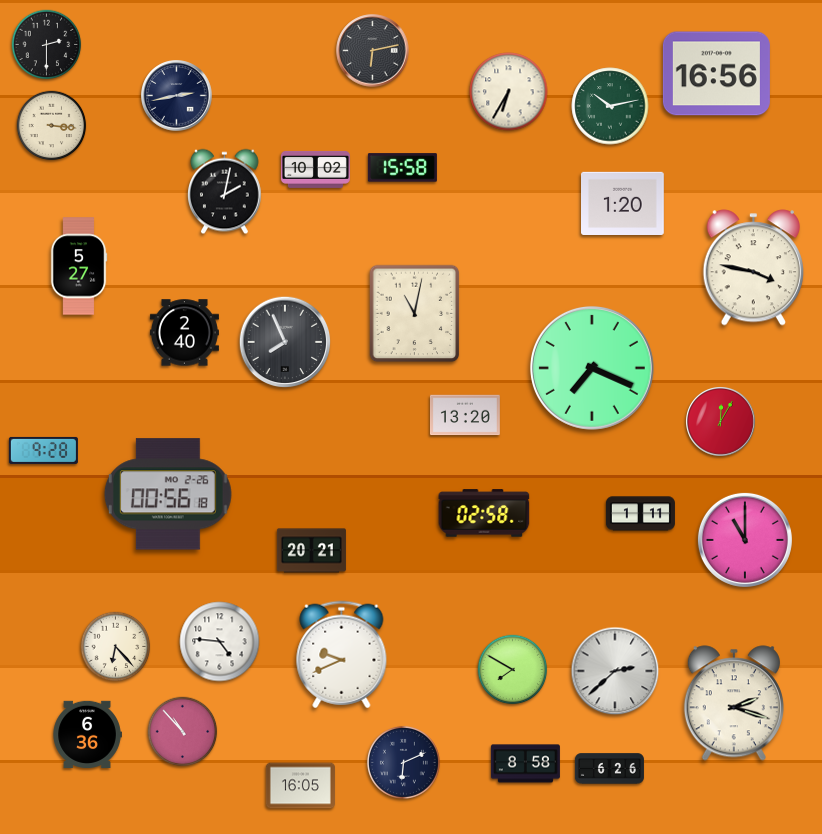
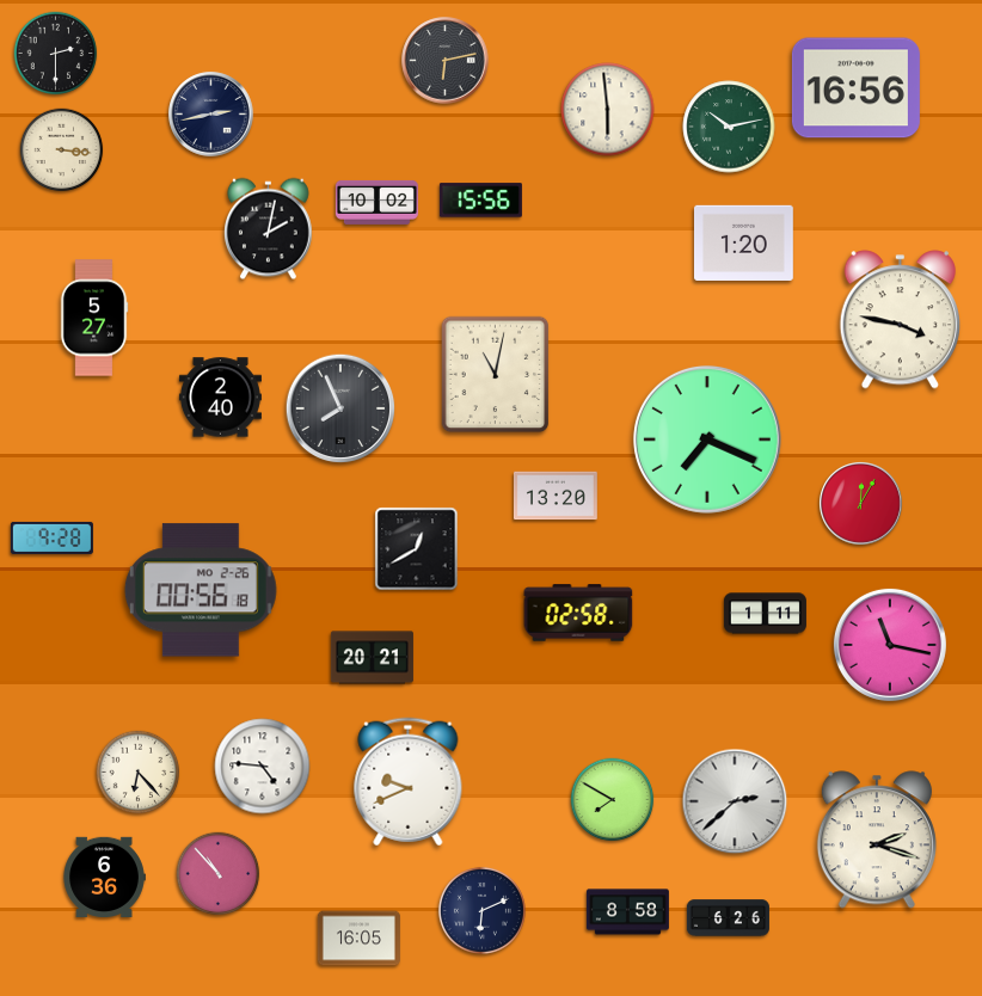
clock at (509, 92): 6:35 -> 5:59
clock at (402, 168): 15:58 -> 15:56
clock at (417, 549): none -> 12:40
clock at (745, 540): 11:00 -> 11:17
